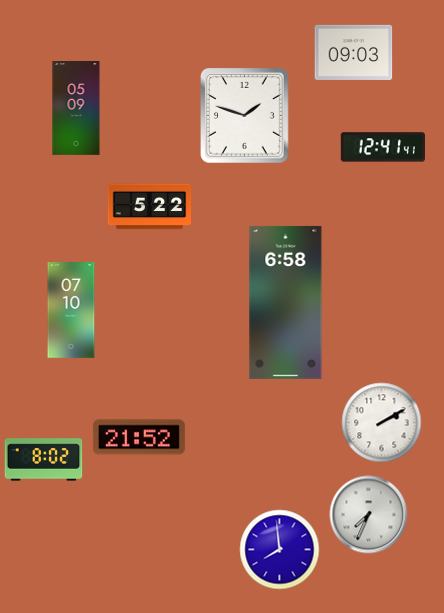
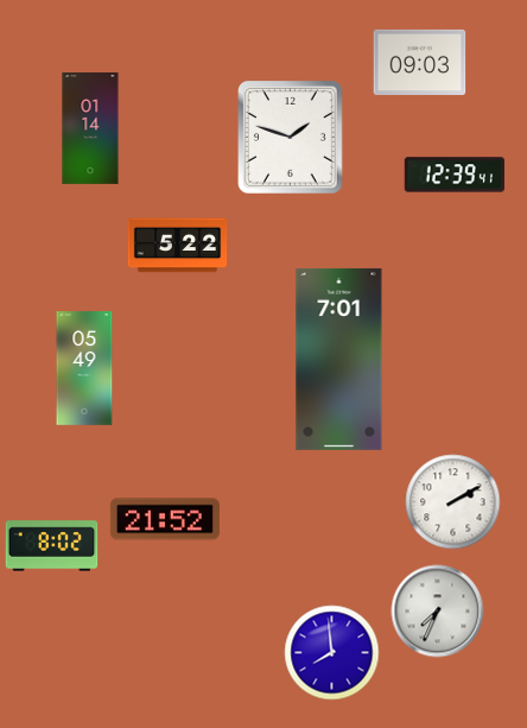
clock at (76, 109): 05:09 -> 01:14
clock at (383, 147): 12:41 -> 12:39
clock at (286, 302): 6:58 -> 7:01
clock at (71, 310): 07:10 -> 05:49
